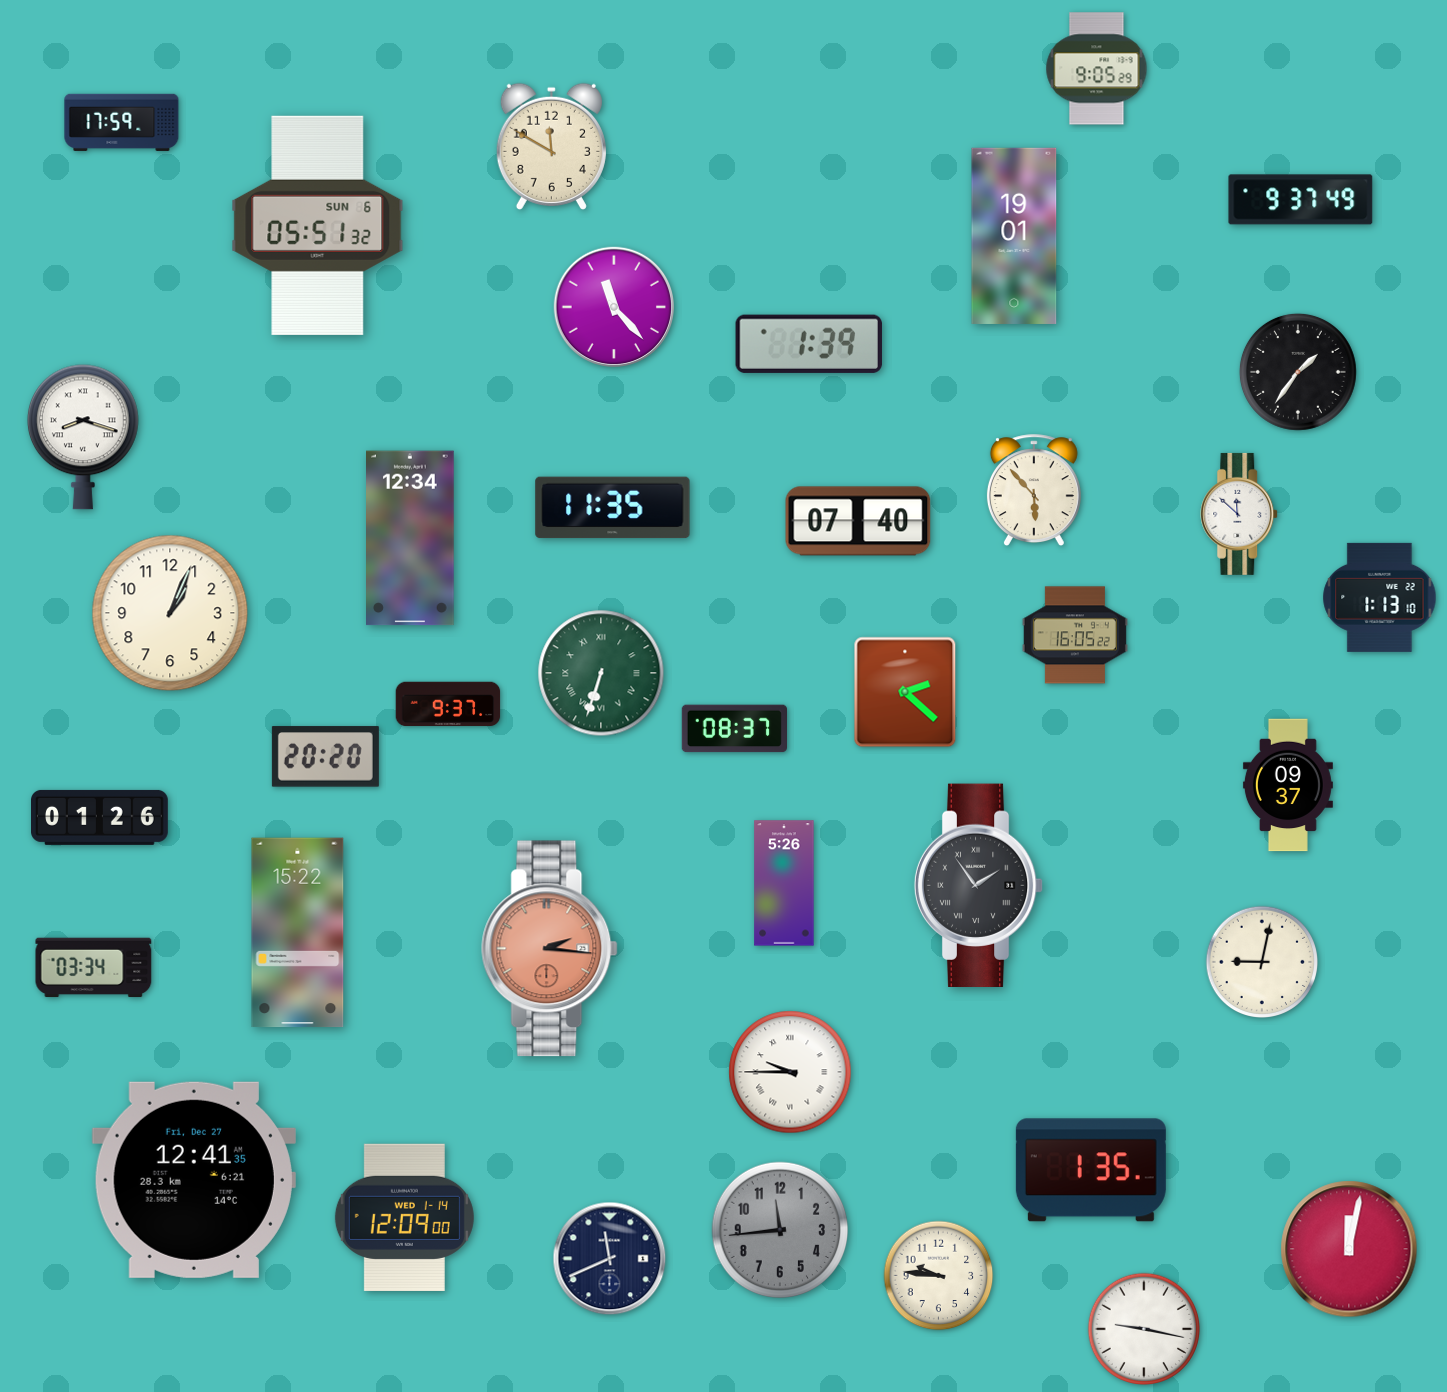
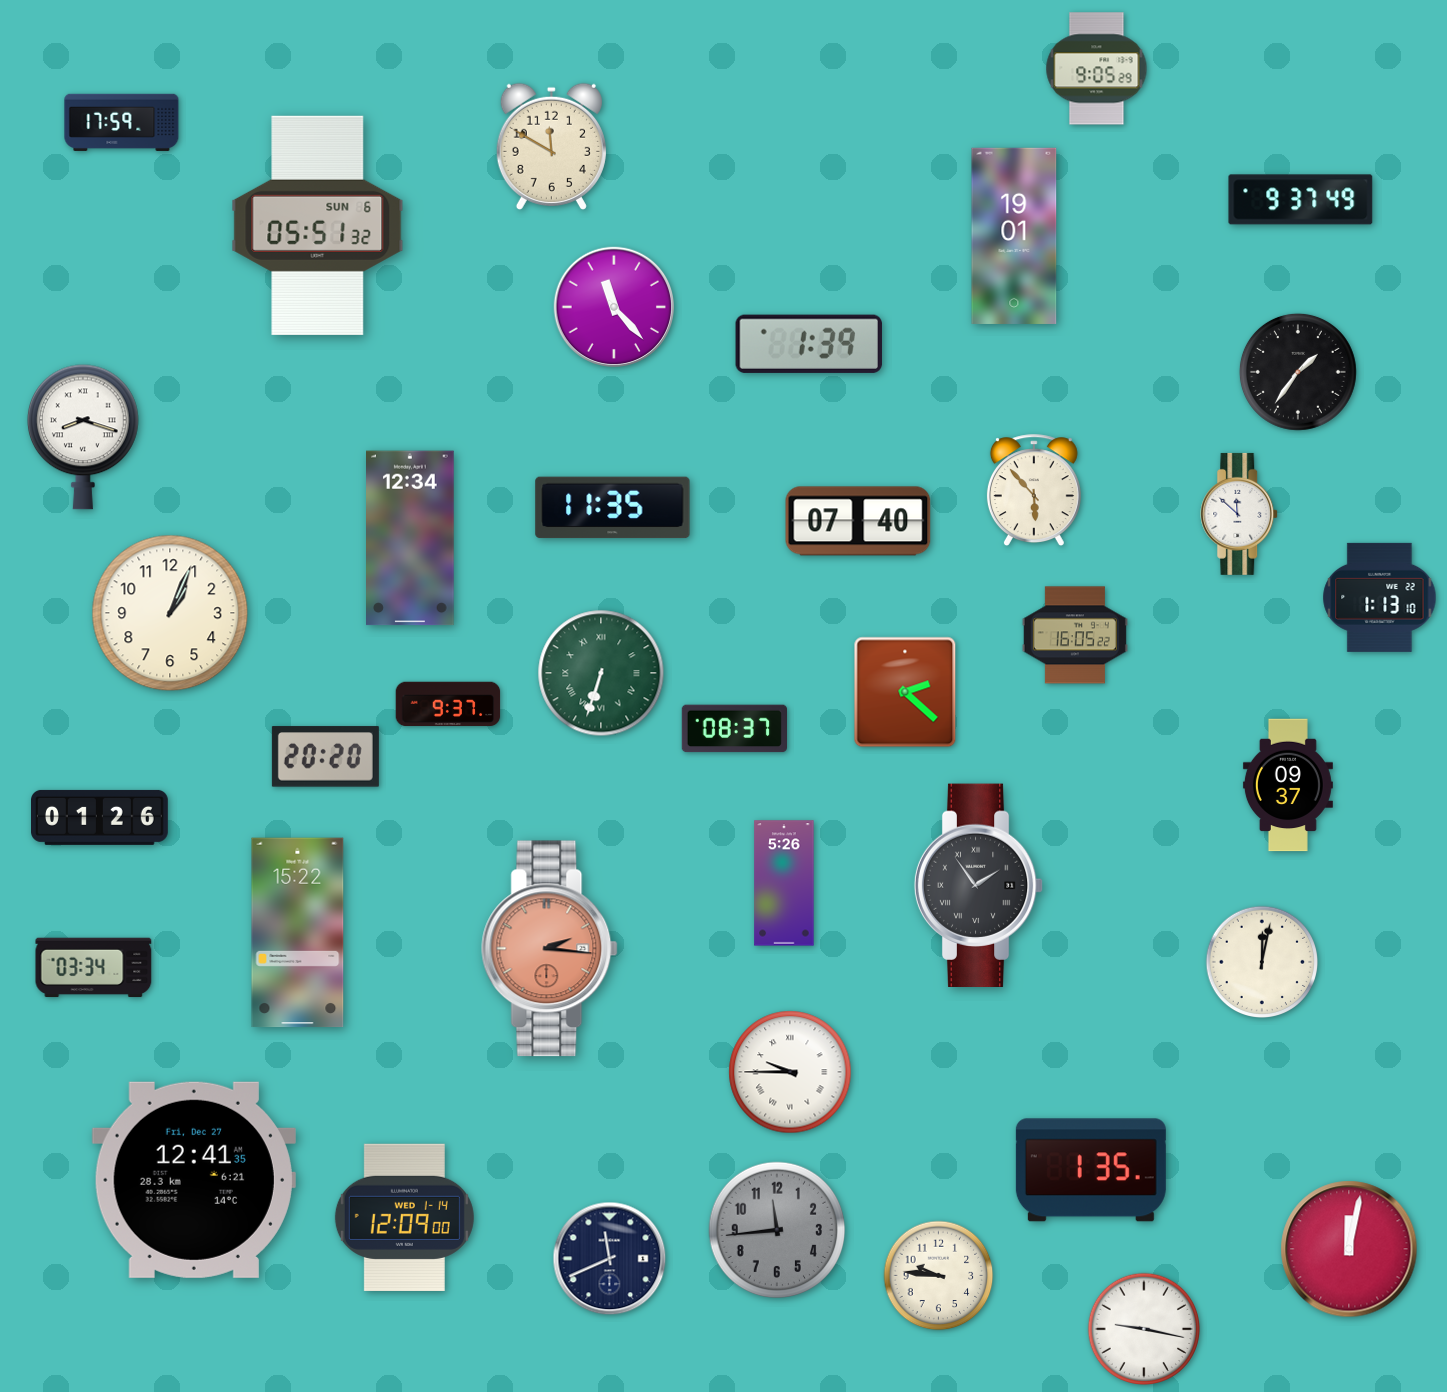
clock at (1262, 962): 9:02 -> 12:02
clock at (780, 1230) position: (780, 1230) -> (777, 1230)
